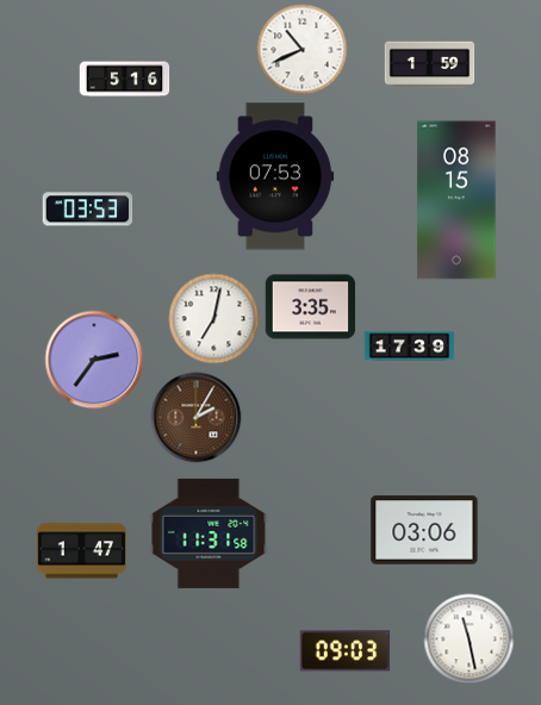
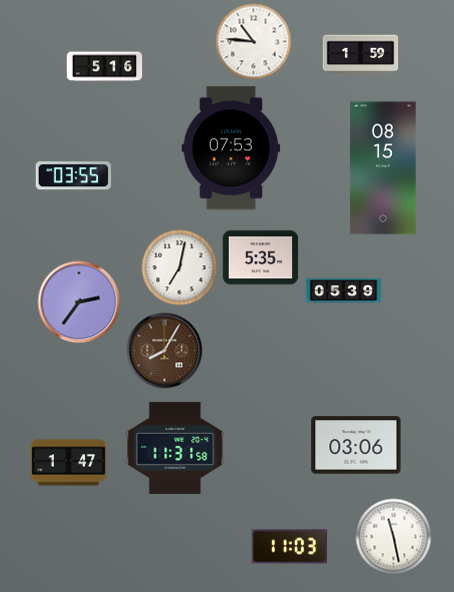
clock at (303, 50): 10:41 -> 10:46
clock at (88, 210): 03:53 -> 03:55
clock at (311, 307): 3:35 -> 5:35
clock at (410, 347): 17:39 -> 05:39
clock at (197, 418): 2:05 -> 8:05
clock at (346, 651): 09:03 -> 11:03
